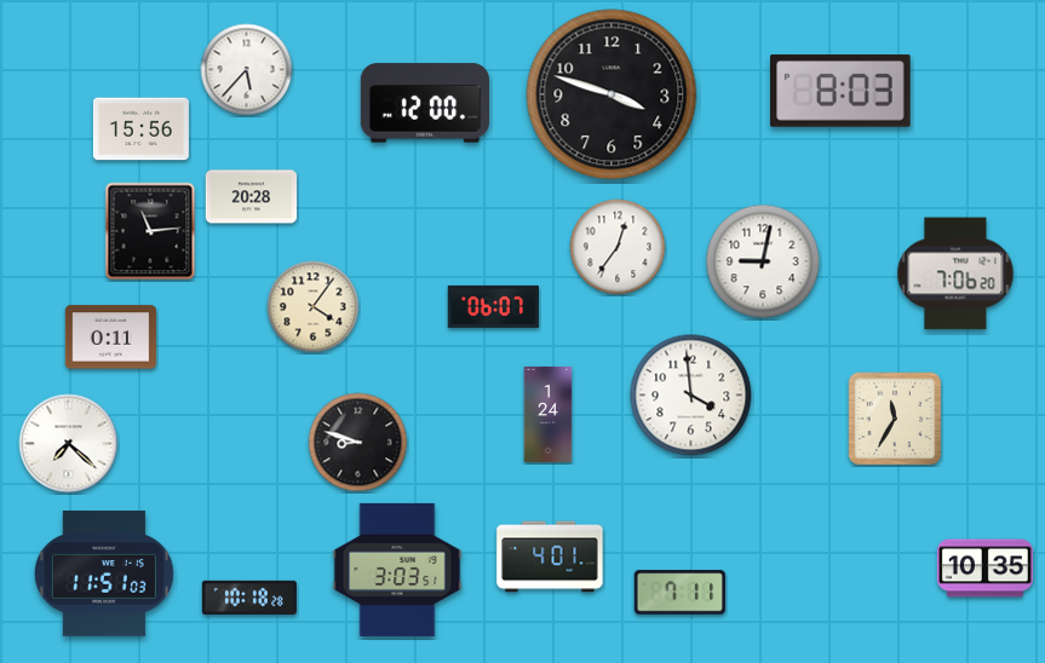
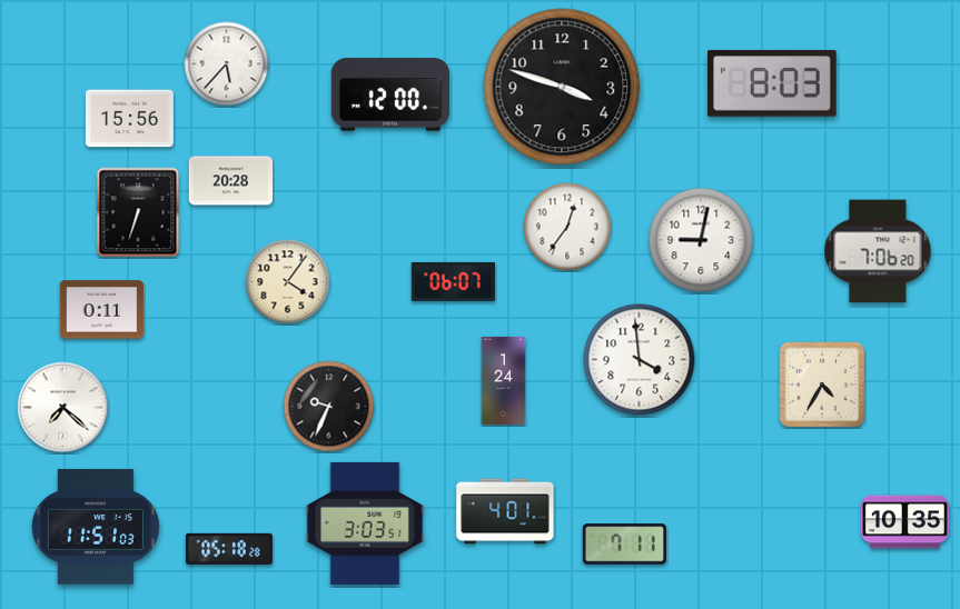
clock at (150, 231): 11:14 -> 6:33
clock at (691, 396) position: (691, 396) -> (640, 360)
clock at (895, 419): 11:35 -> 4:35
clock at (358, 443): 8:48 -> 9:34
clock at (249, 598): 10:18 -> 05:18
